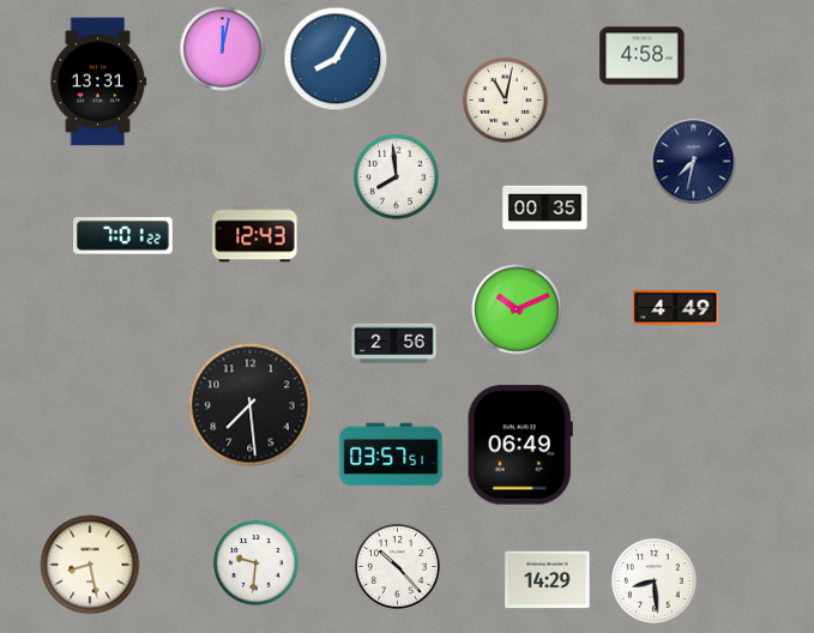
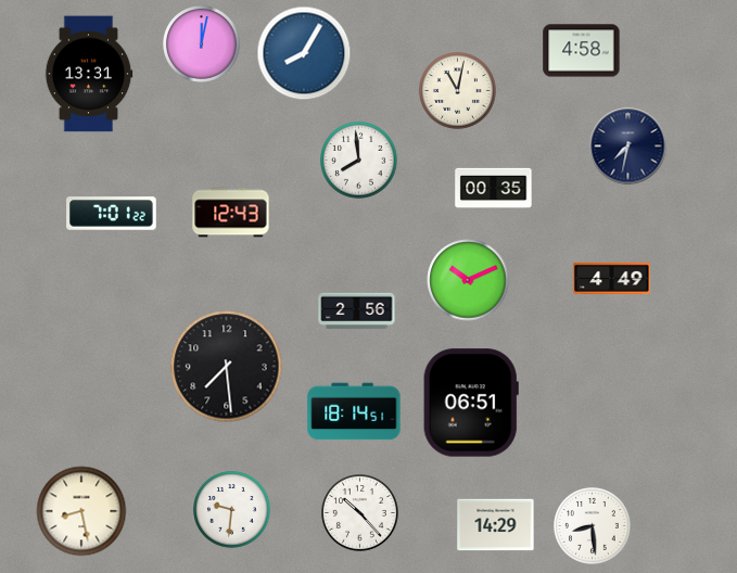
clock at (520, 445): 06:49 -> 06:51
clock at (391, 454): 03:57 -> 18:14
